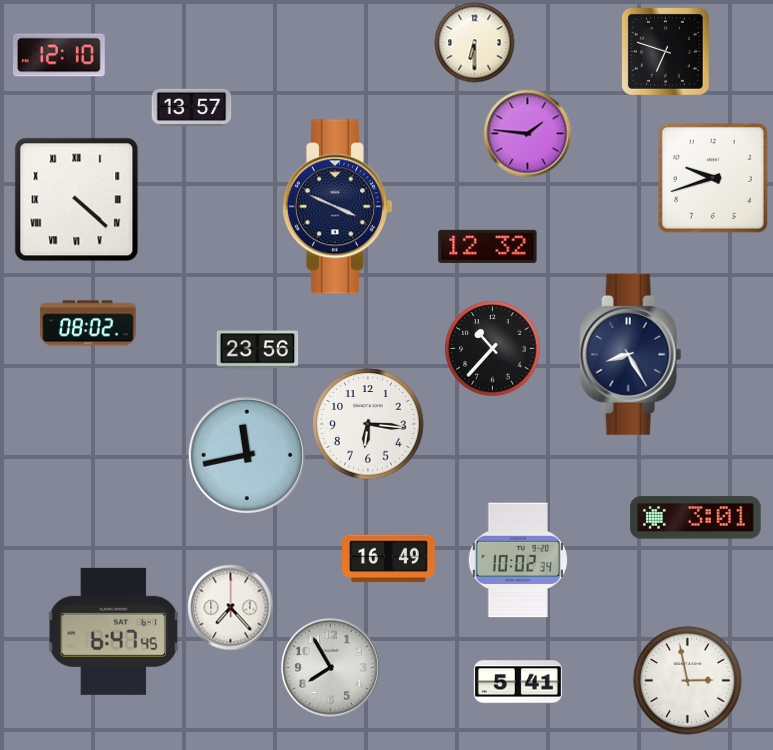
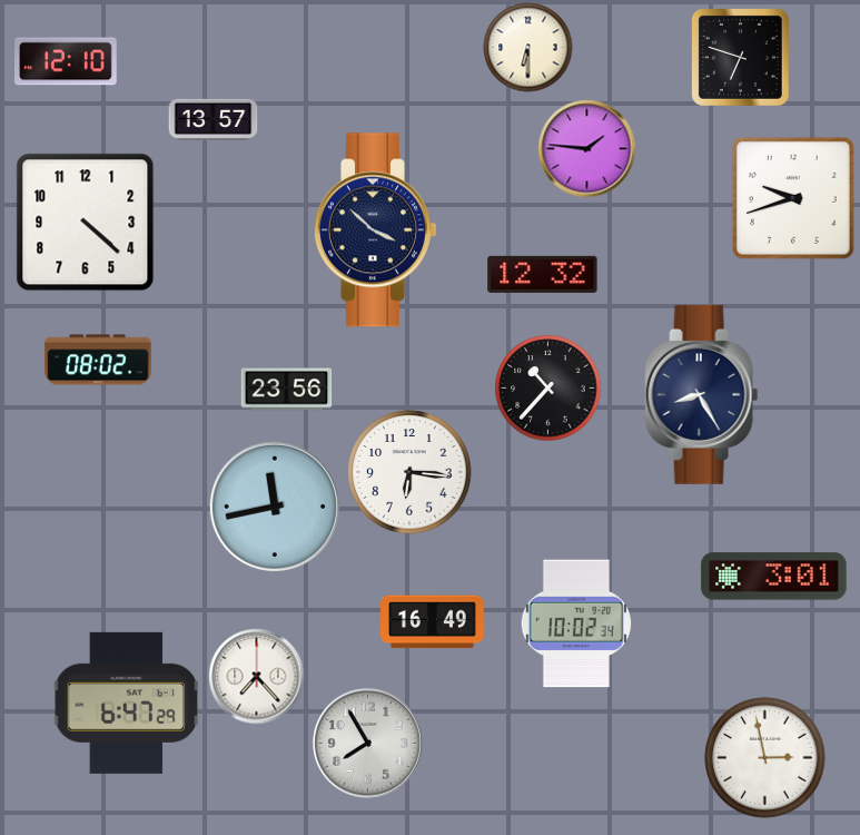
clock at (77, 200) numerals: Roman -> Arabic
clock at (337, 207): 3:49 -> 3:52
clock at (114, 631): 6:47:45 -> 6:47:29
clock at (518, 682): 5:41 -> none
